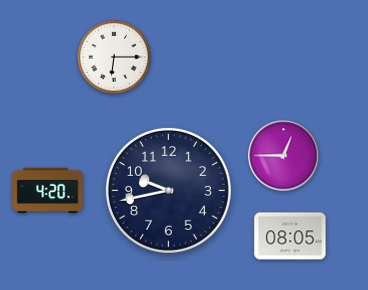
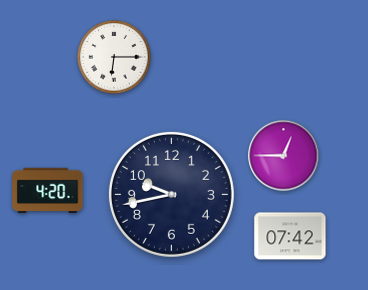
clock at (168, 190) position: (168, 190) -> (171, 194)
clock at (290, 236): 08:05 -> 07:42
